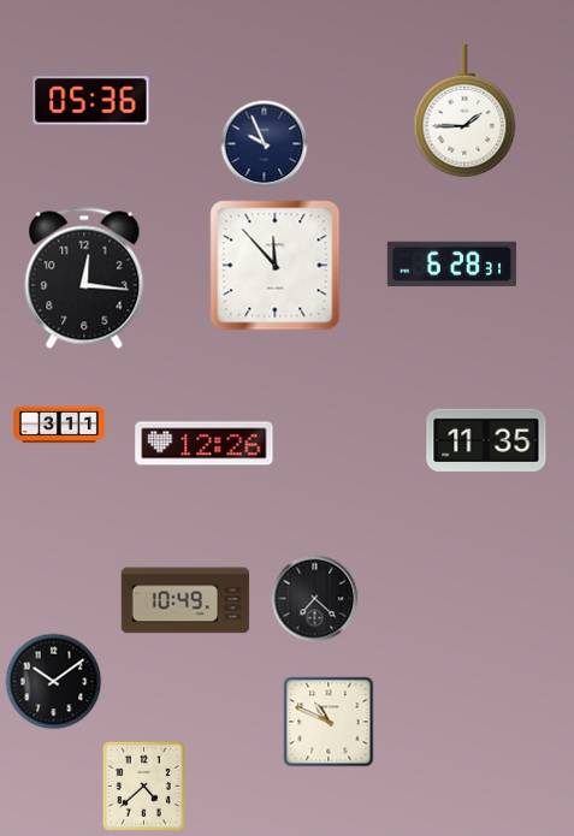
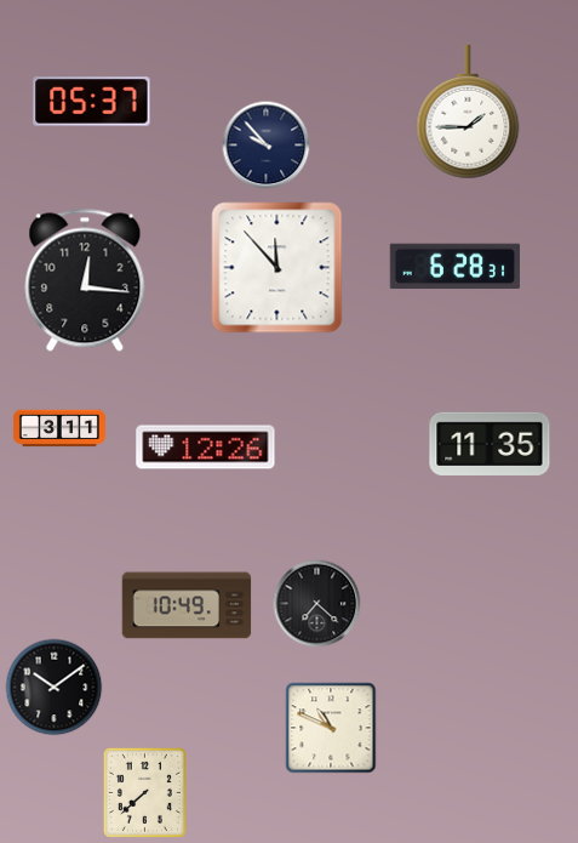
clock at (91, 101): 05:36 -> 05:37
clock at (265, 144): 9:56 -> 9:53
clock at (143, 785): 4:38 -> 7:38
